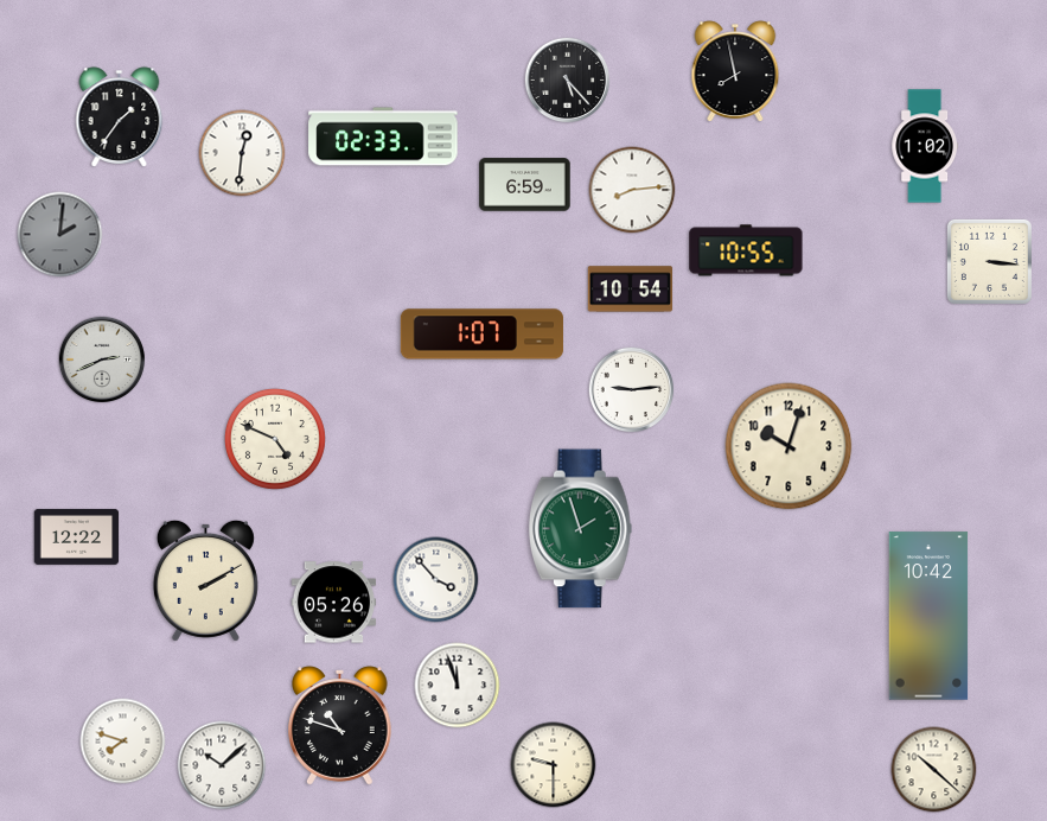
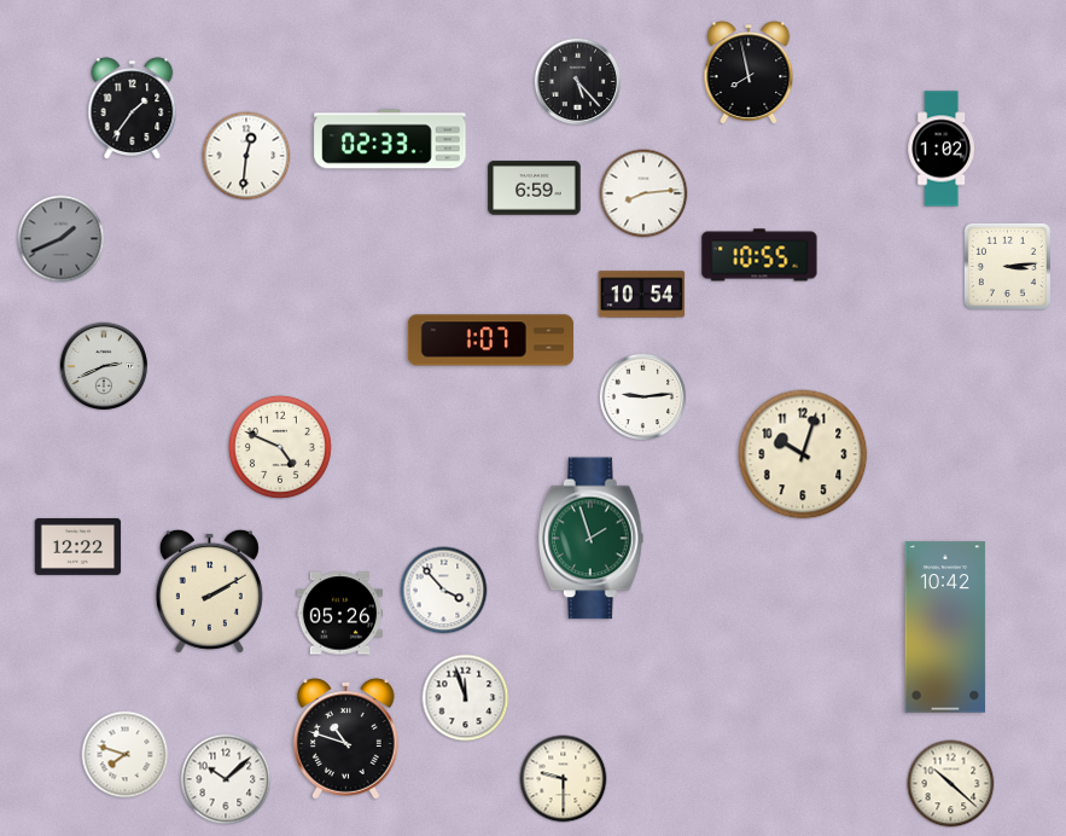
clock at (120, 117) position: (120, 117) -> (133, 109)
clock at (60, 235): 2:01 -> 1:41
clock at (989, 261): 3:16 -> 3:14
